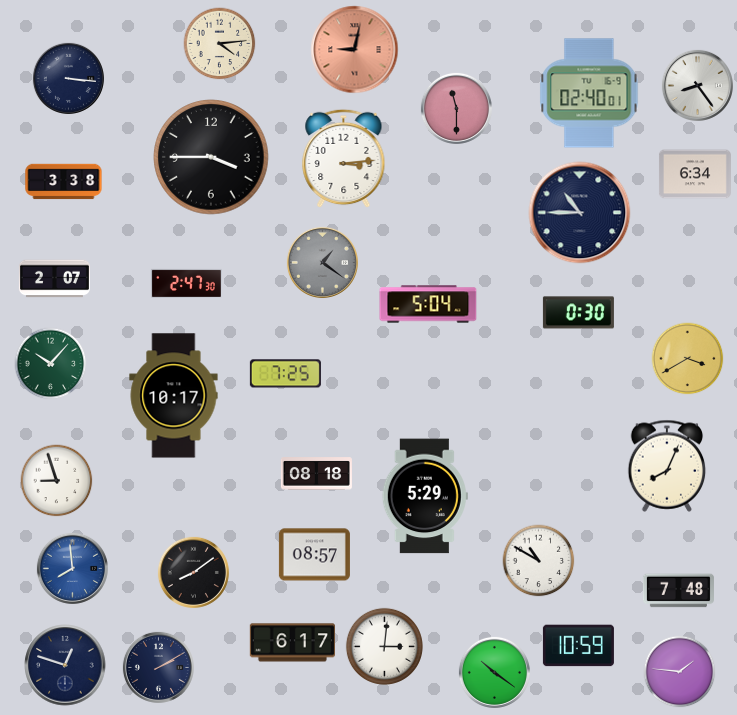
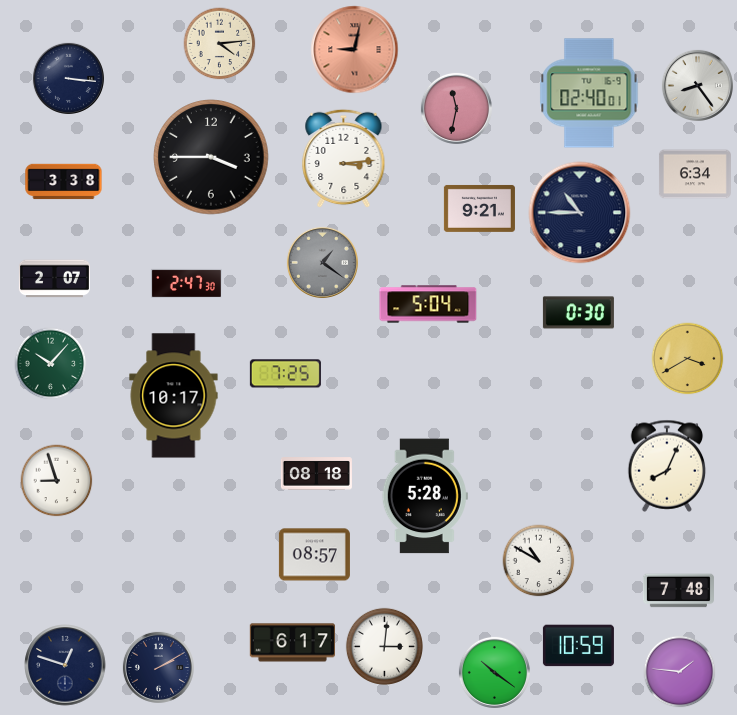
clock at (456, 108): 11:30 -> 11:32
clock at (479, 208): none -> 9:21
clock at (425, 496): 5:29 -> 5:28
clock at (72, 568): 7:59 -> none
clock at (193, 572): 8:09 -> none
